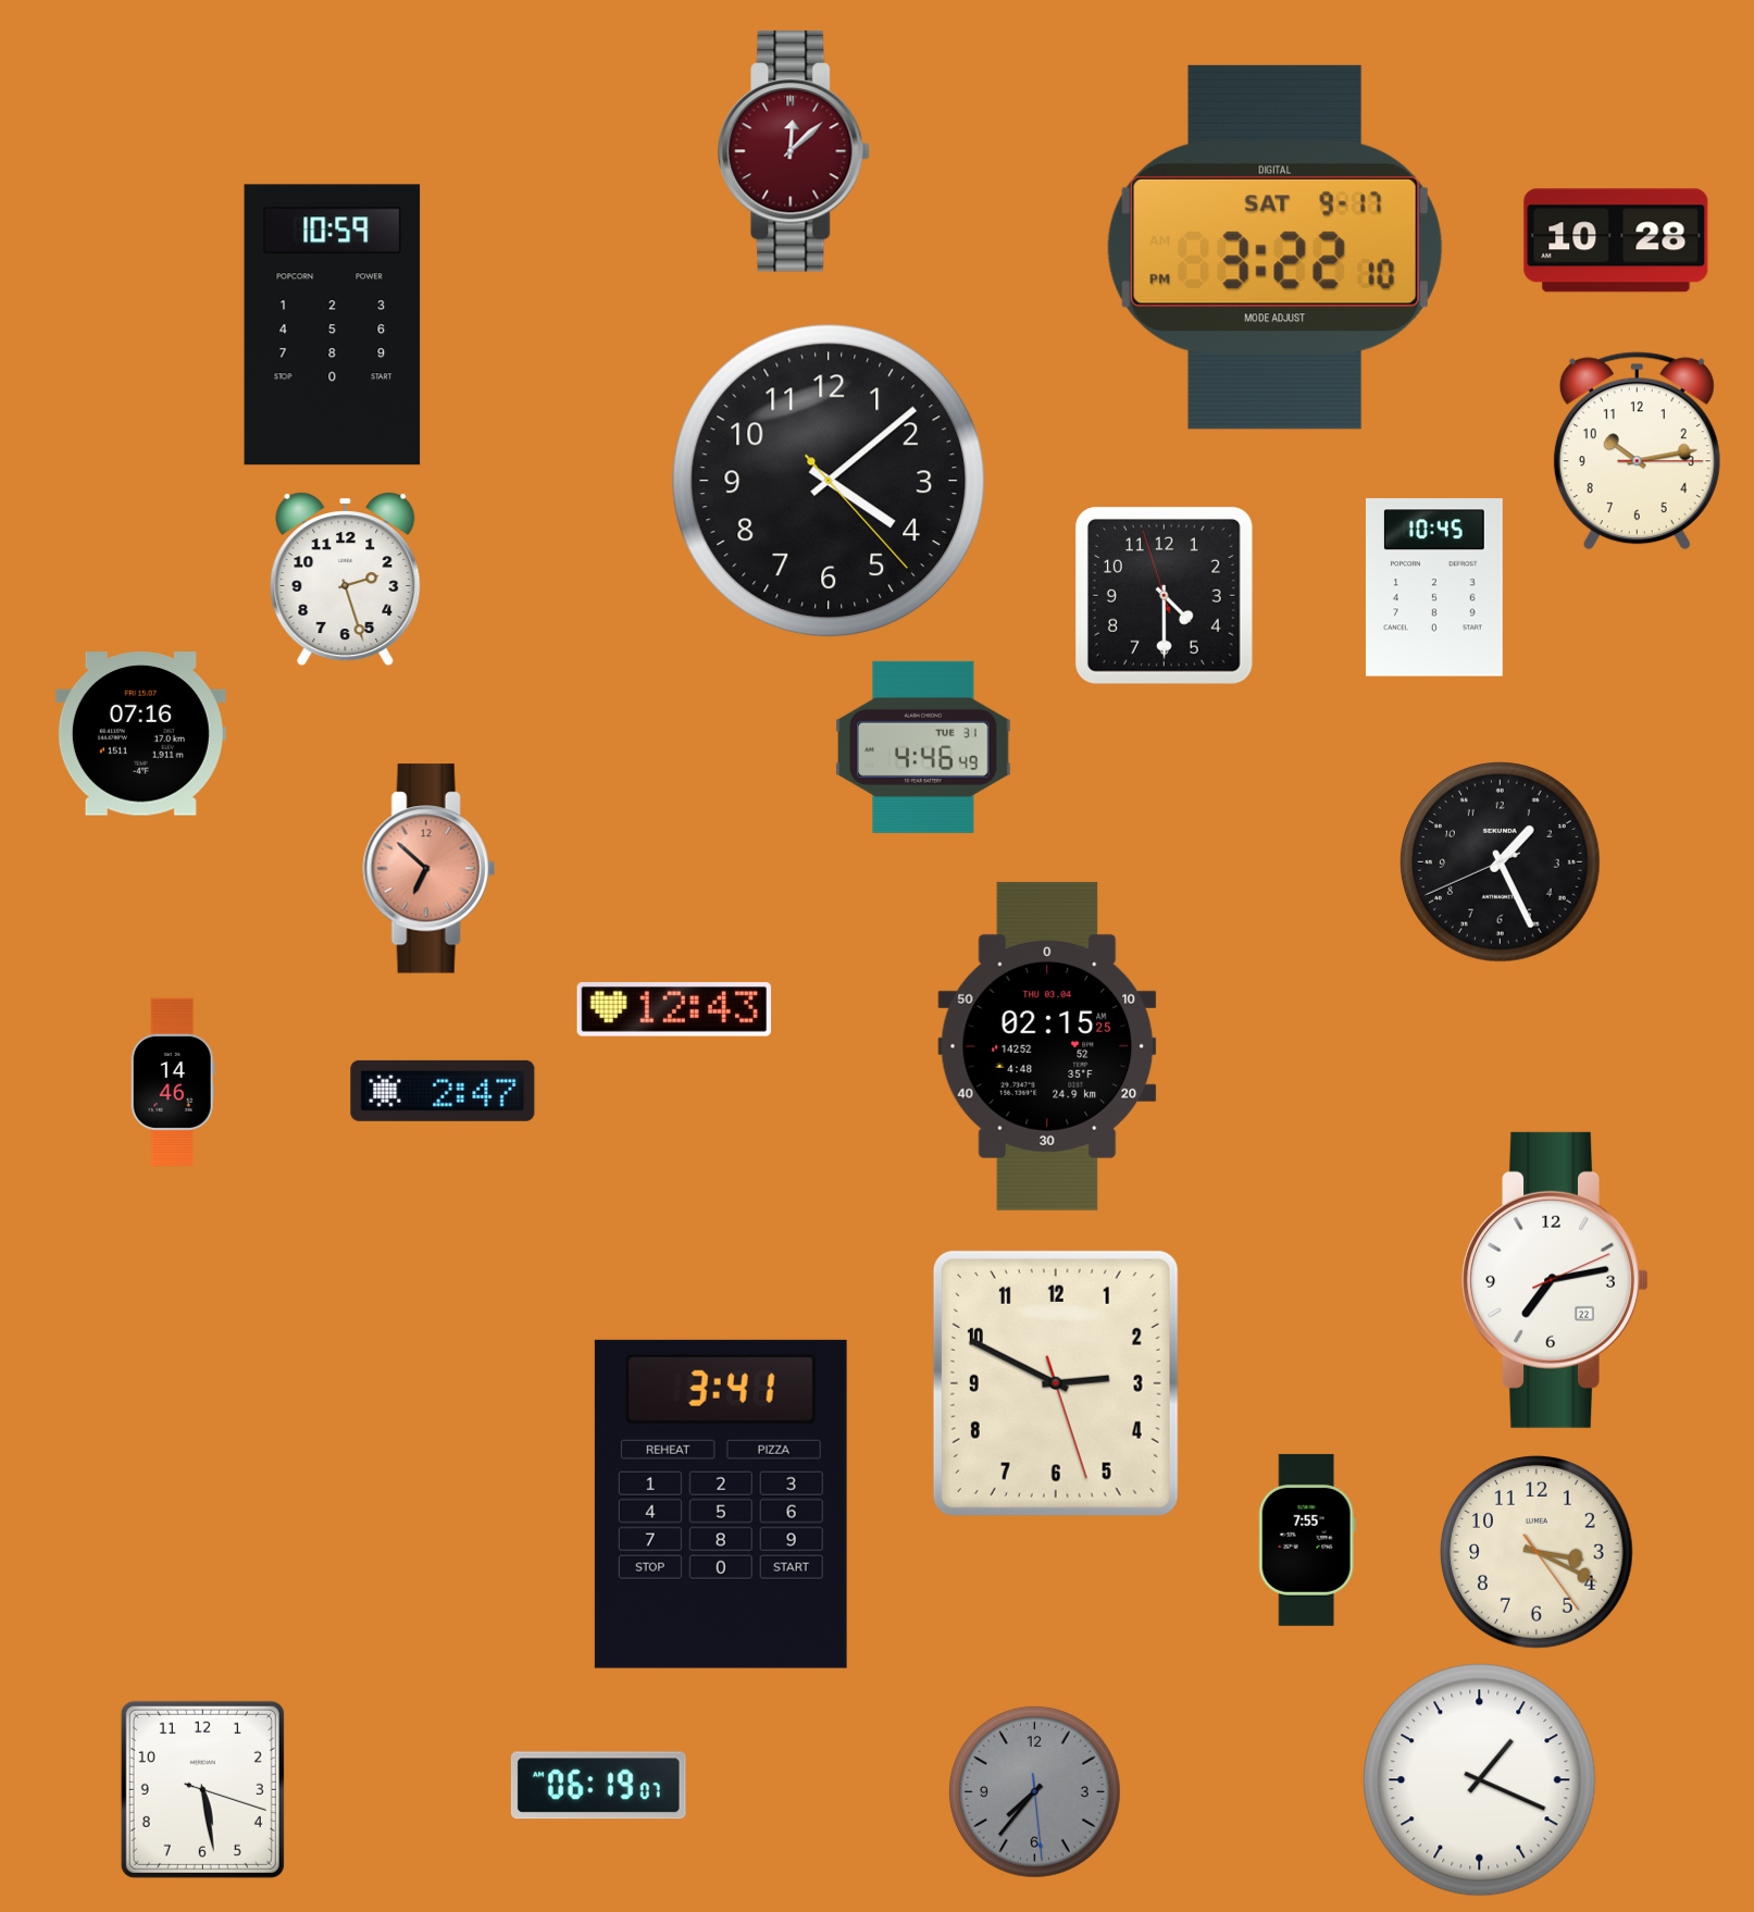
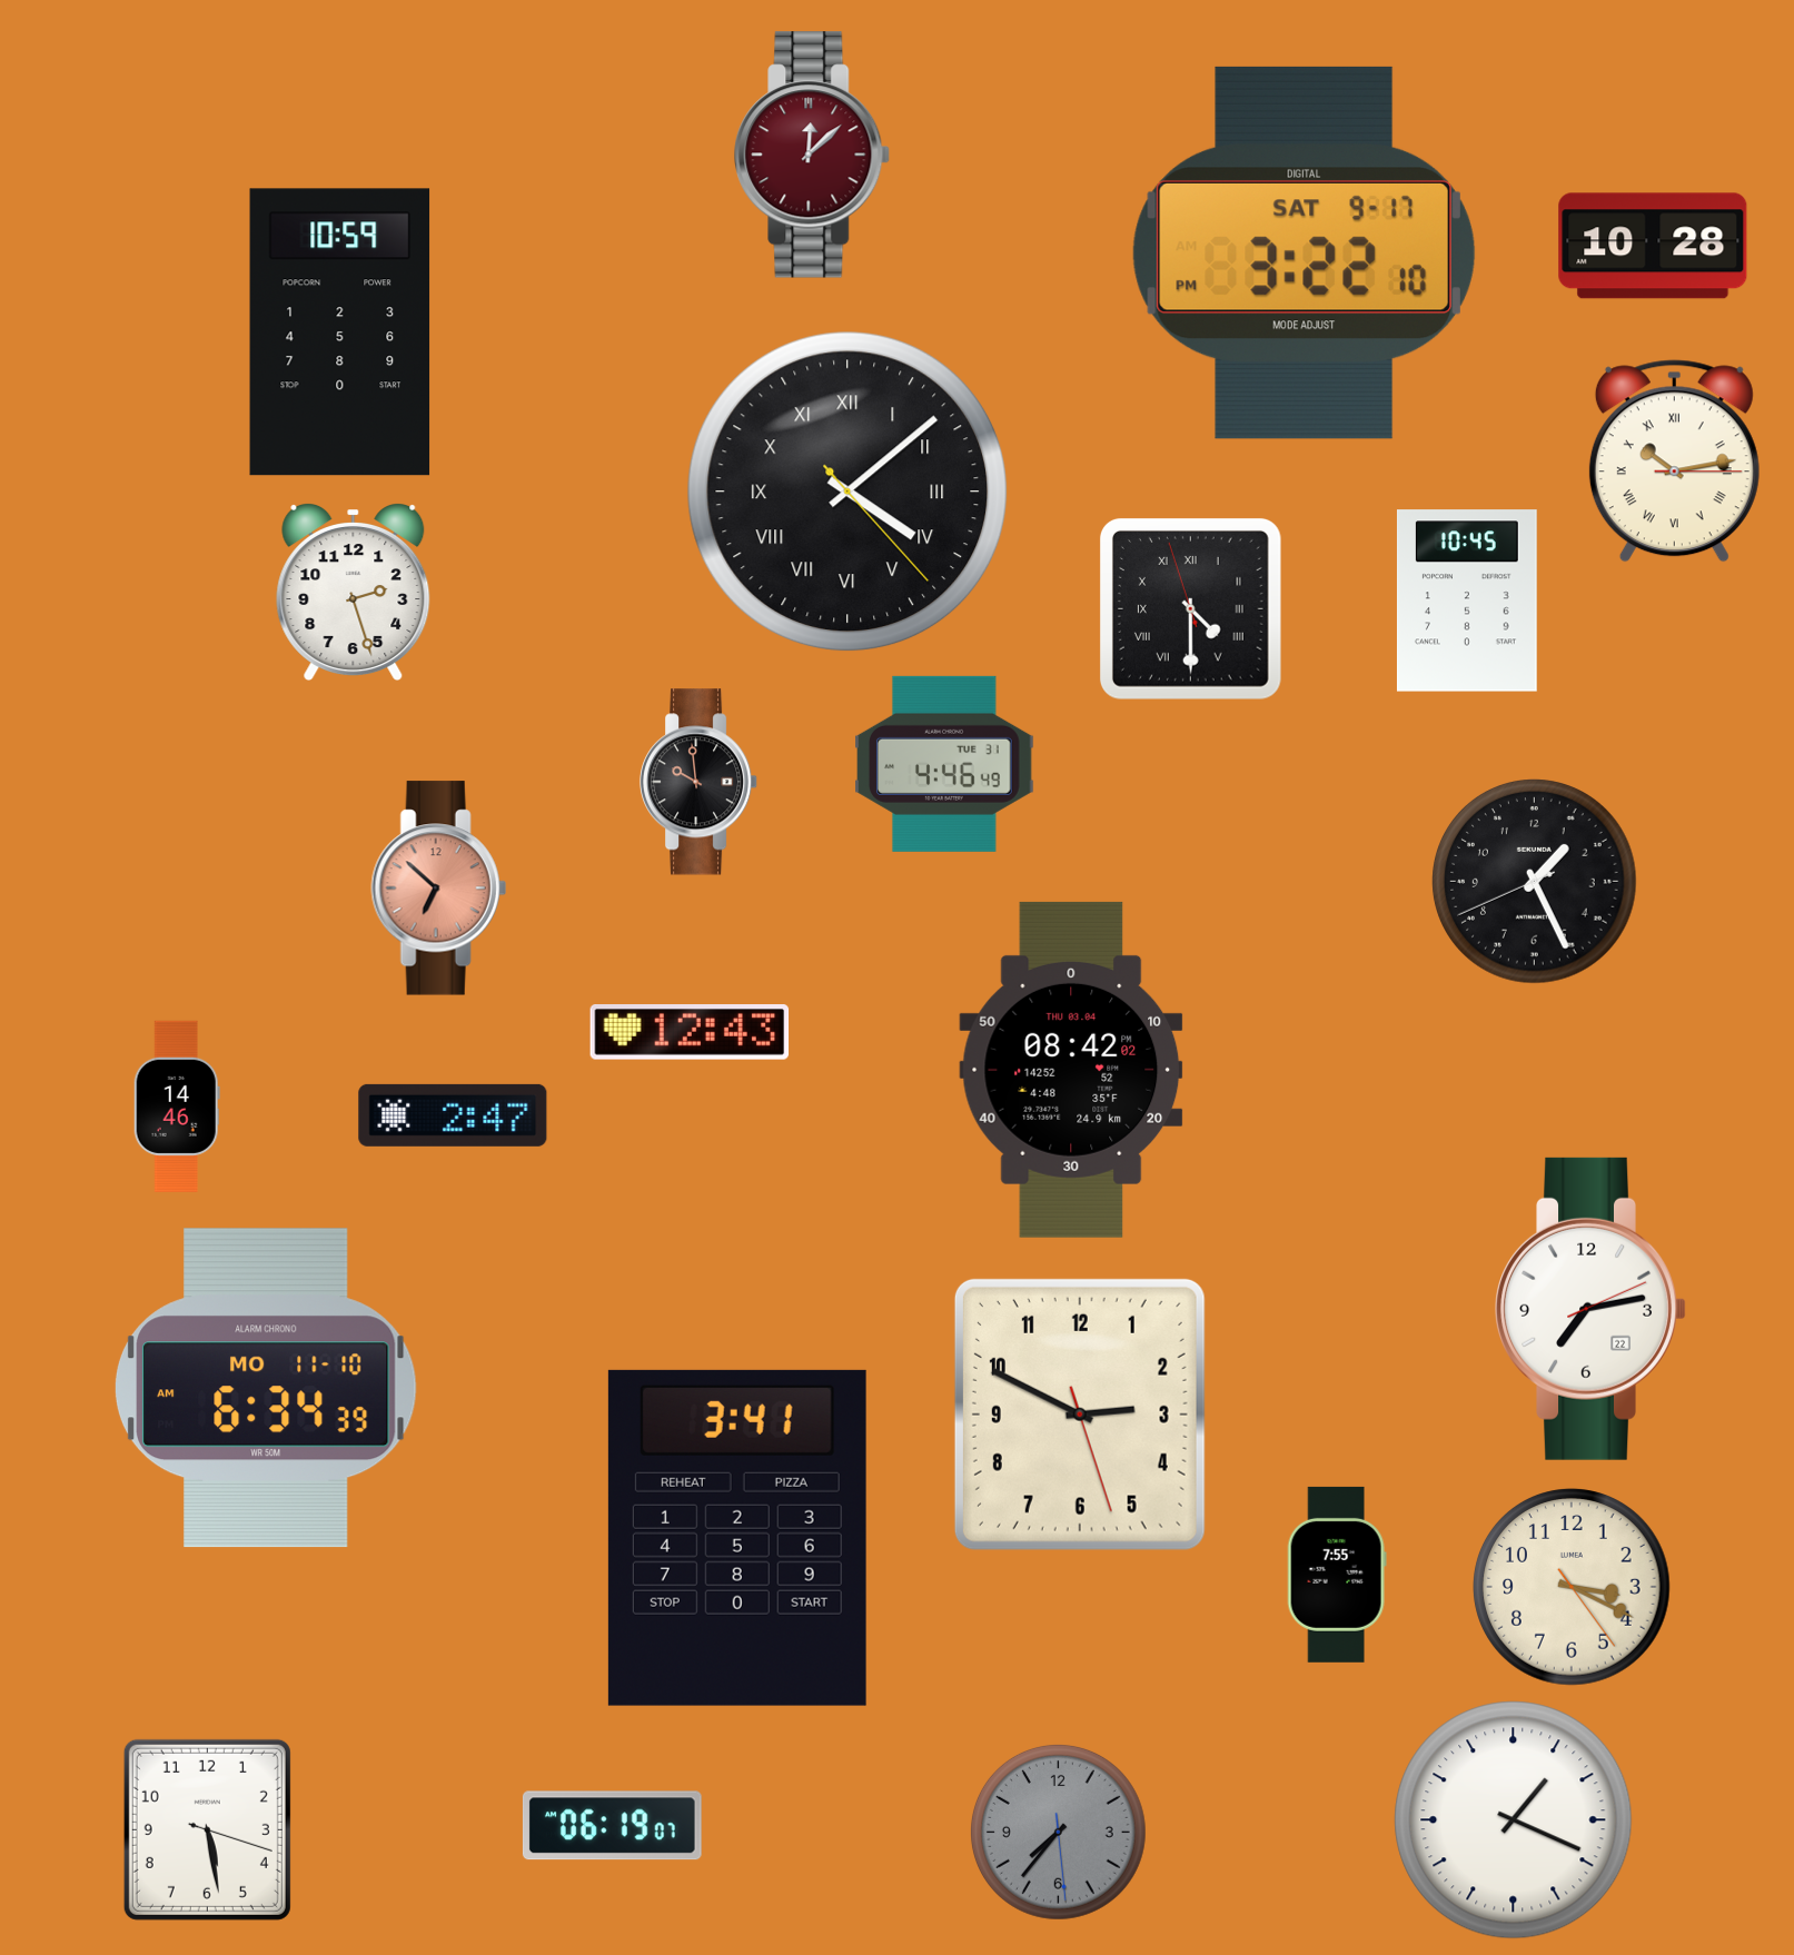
clock at (1637, 451) numerals: Arabic -> Roman
clock at (829, 481) numerals: Arabic -> Roman
clock at (1164, 595) numerals: Arabic -> Roman
clock at (140, 734): 07:16 -> none
clock at (698, 782): none -> 9:59
clock at (1047, 1046): 02:15 -> 08:42
clock at (266, 1388): none -> 6:34
